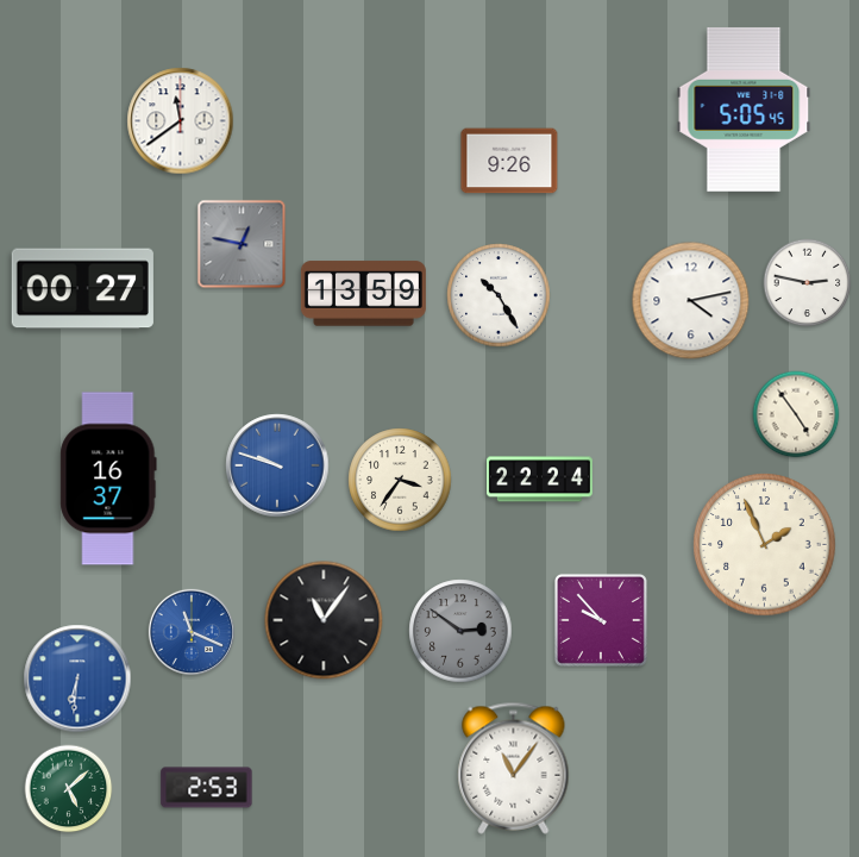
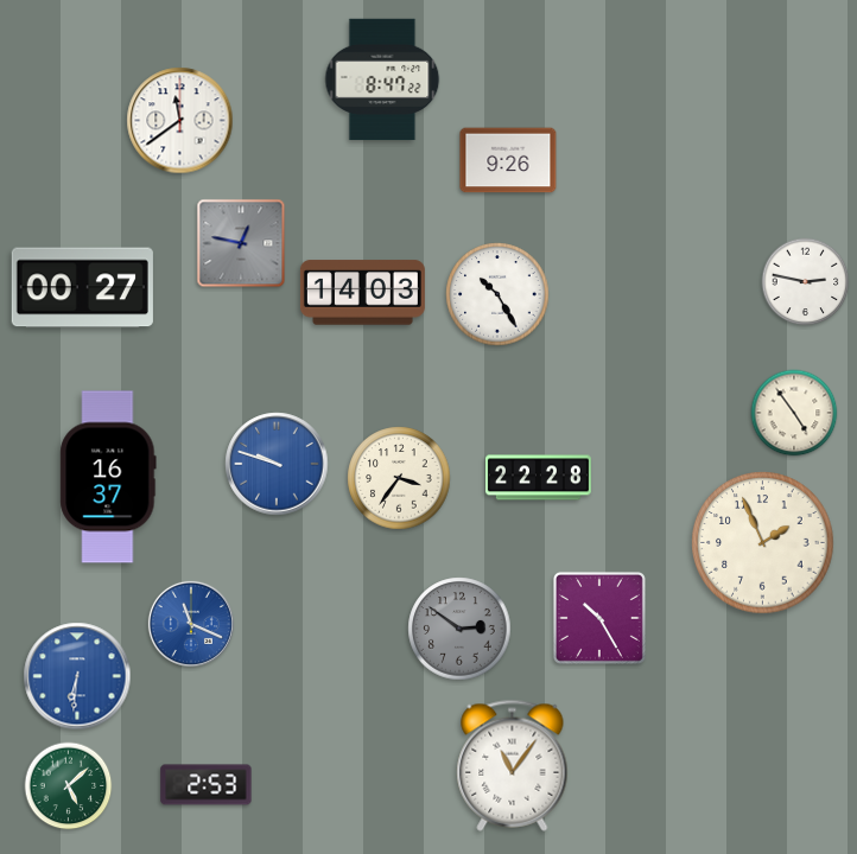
clock at (382, 79): none -> 8:47
clock at (744, 110): 5:05 -> none
clock at (363, 294): 13:59 -> 14:03
clock at (691, 301): 4:13 -> none
clock at (539, 480): 22:24 -> 22:28
clock at (324, 620): 11:06 -> none
clock at (601, 620): 9:53 -> 10:25
clock at (192, 631) position: (192, 631) -> (191, 623)
